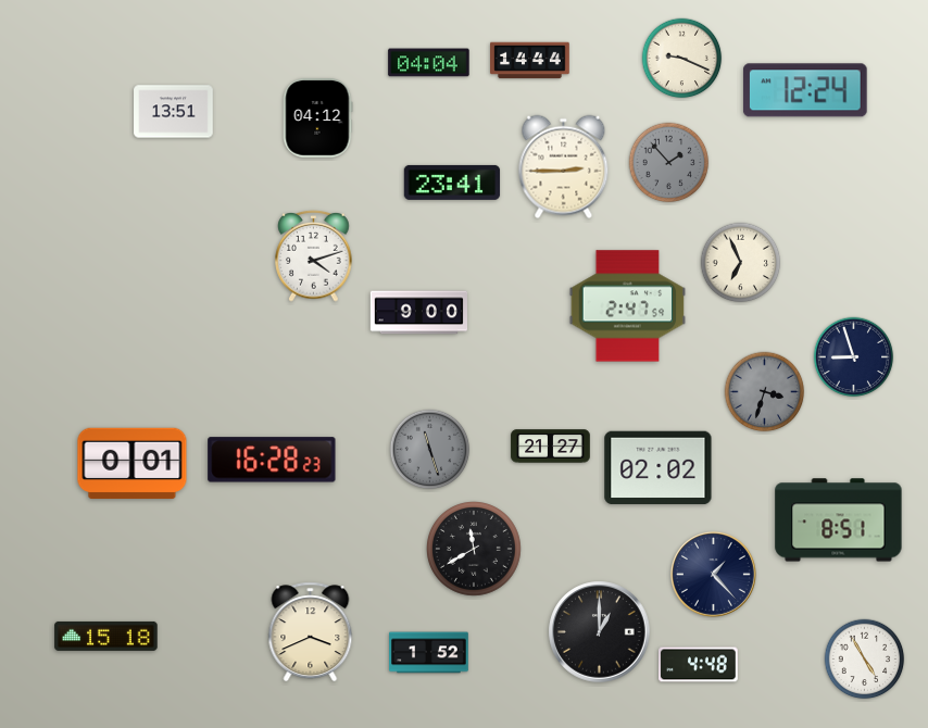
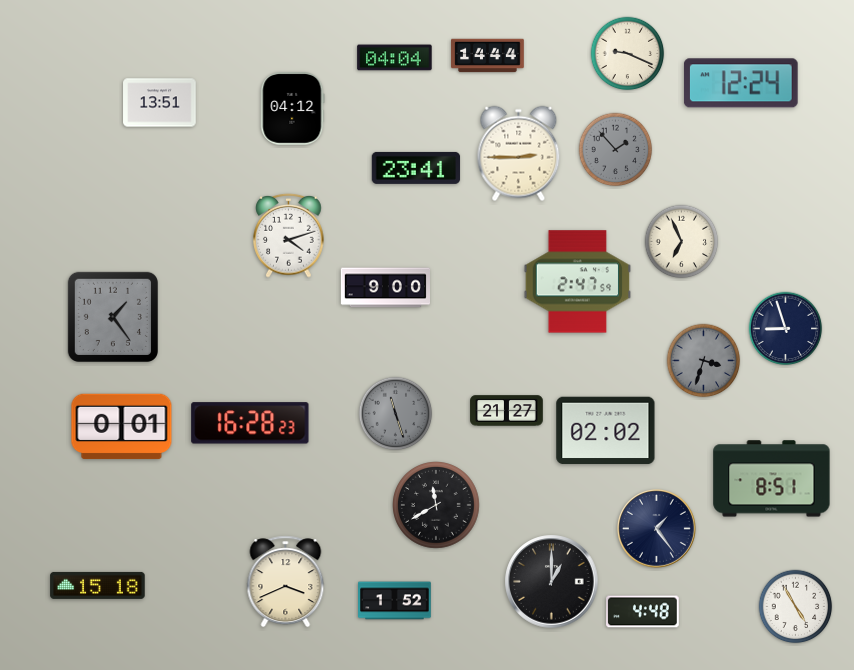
clock at (113, 317): none -> 1:24
clock at (714, 575): 1:23 -> 1:24
